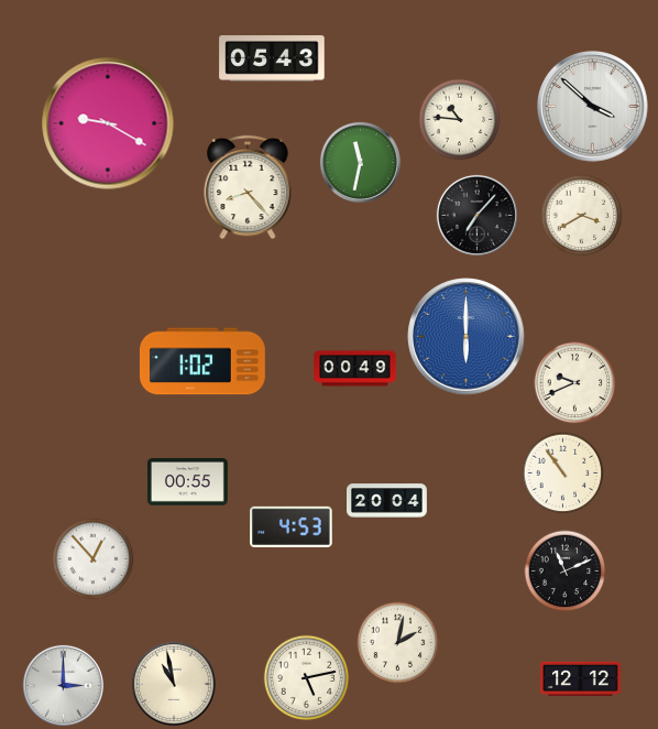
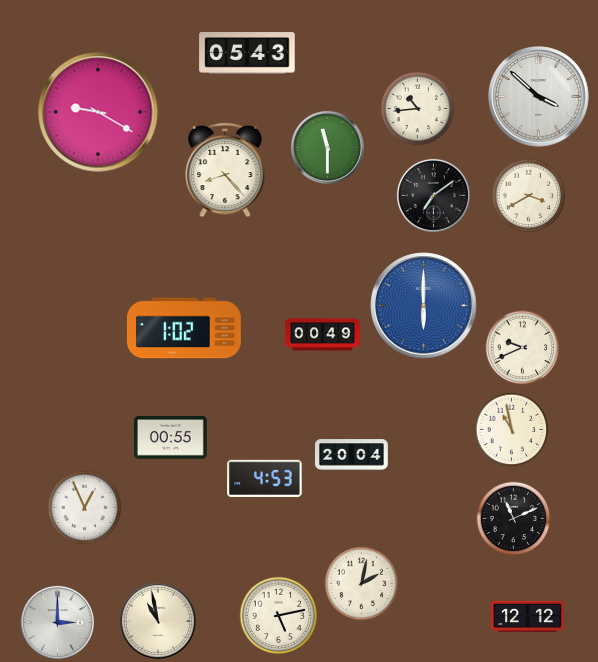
clock at (460, 120): 10:46 -> 10:44
clock at (360, 162): 11:32 -> 11:30
clock at (476, 215): 7:07 -> 7:09
clock at (563, 474): 10:54 -> 10:58
clock at (94, 559): 12:53 -> 12:56
